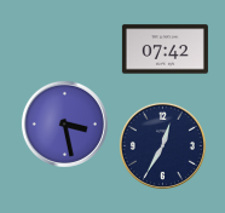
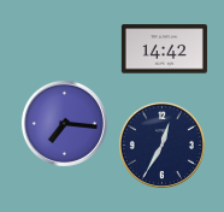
clock at (165, 50): 07:42 -> 14:42
clock at (64, 123): 3:28 -> 7:16
